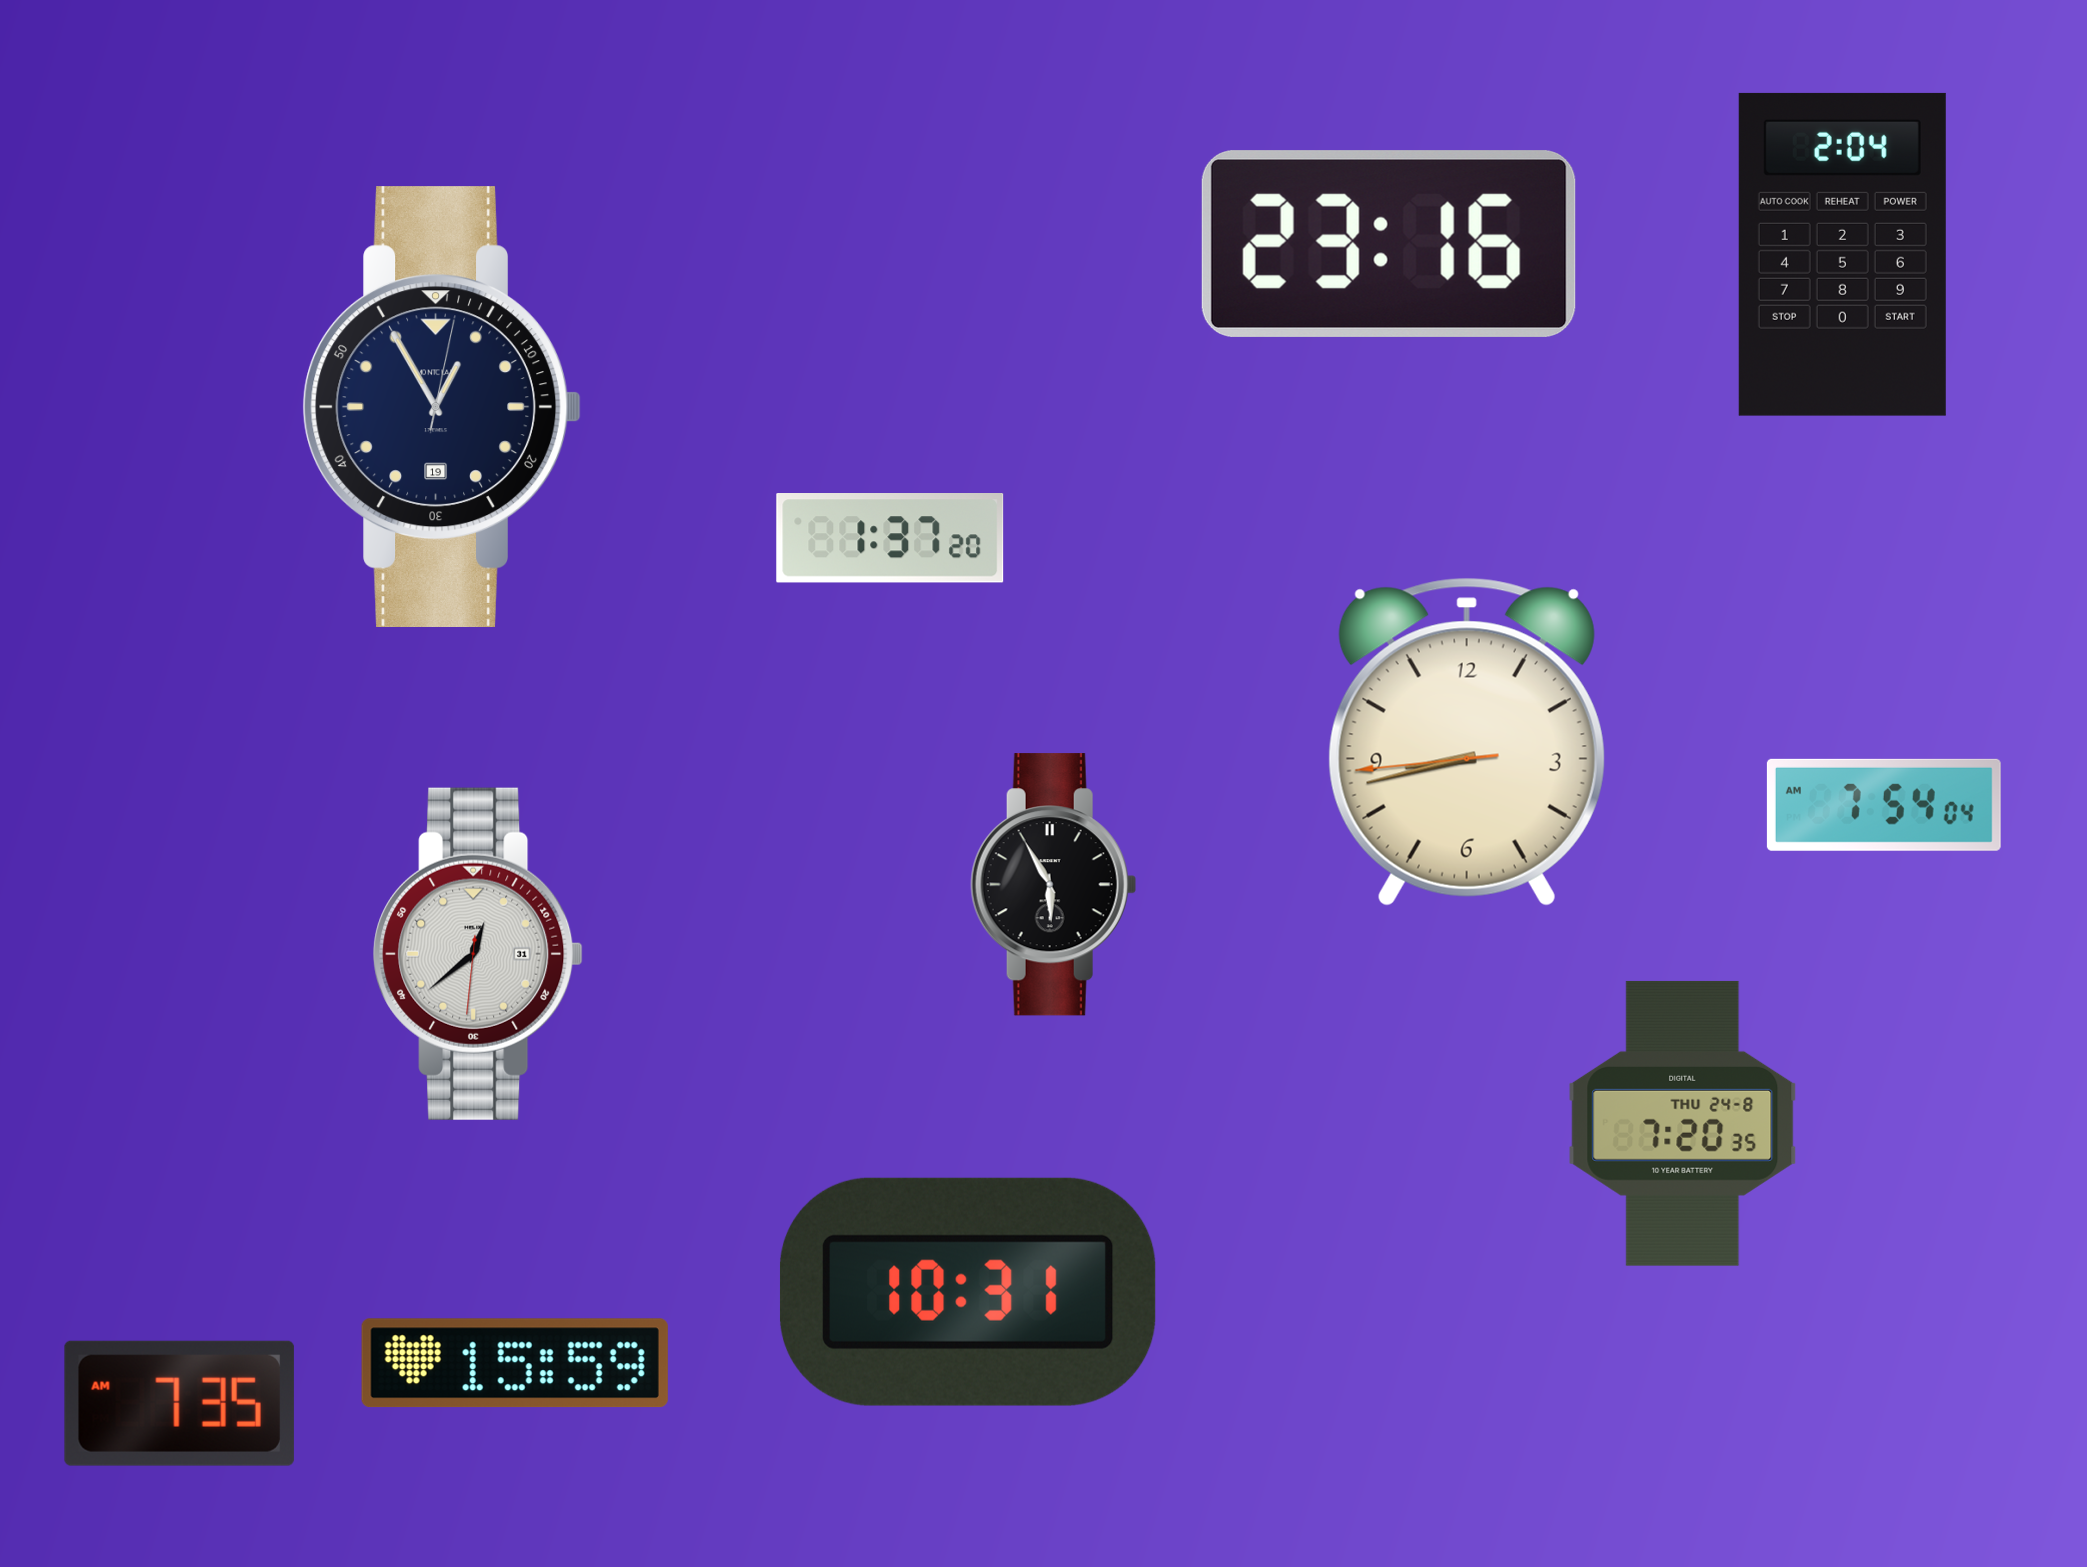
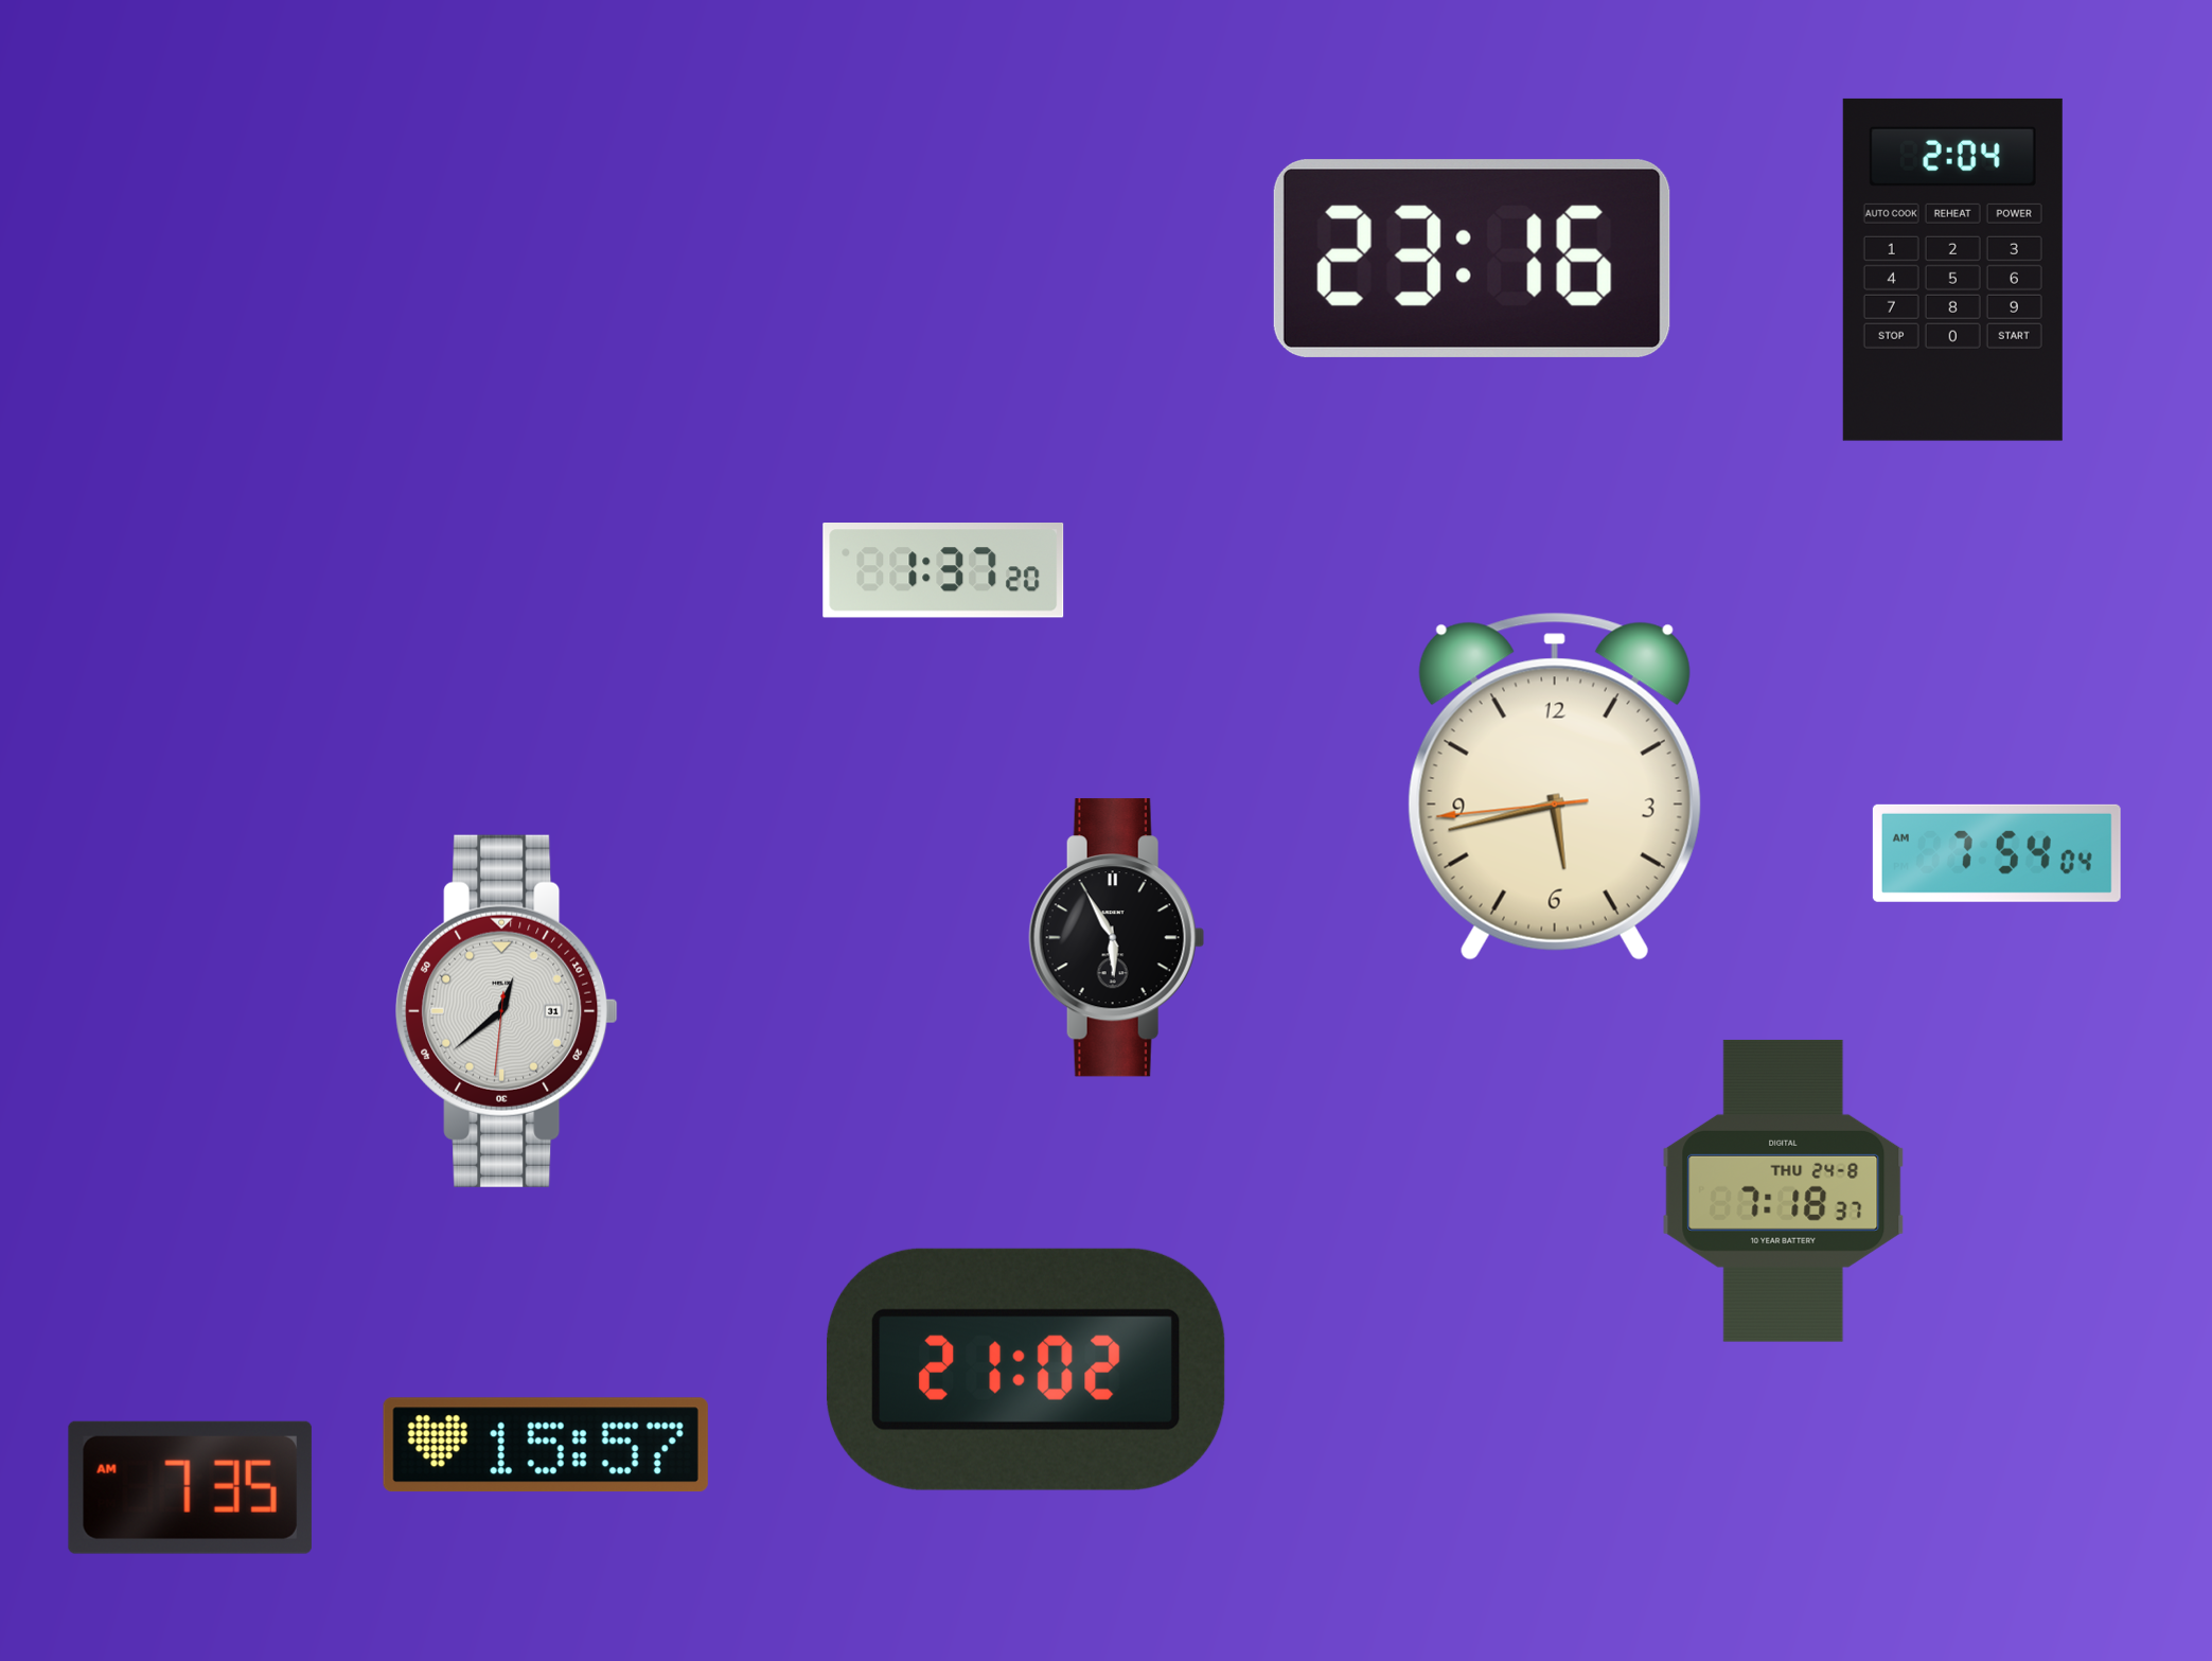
clock at (441, 406): 12:55 -> none
clock at (1467, 742): 8:42 -> 5:42
clock at (1683, 1123): 7:20 -> 7:18
clock at (968, 1292): 10:31 -> 21:02
clock at (515, 1363): 15:59 -> 15:57
